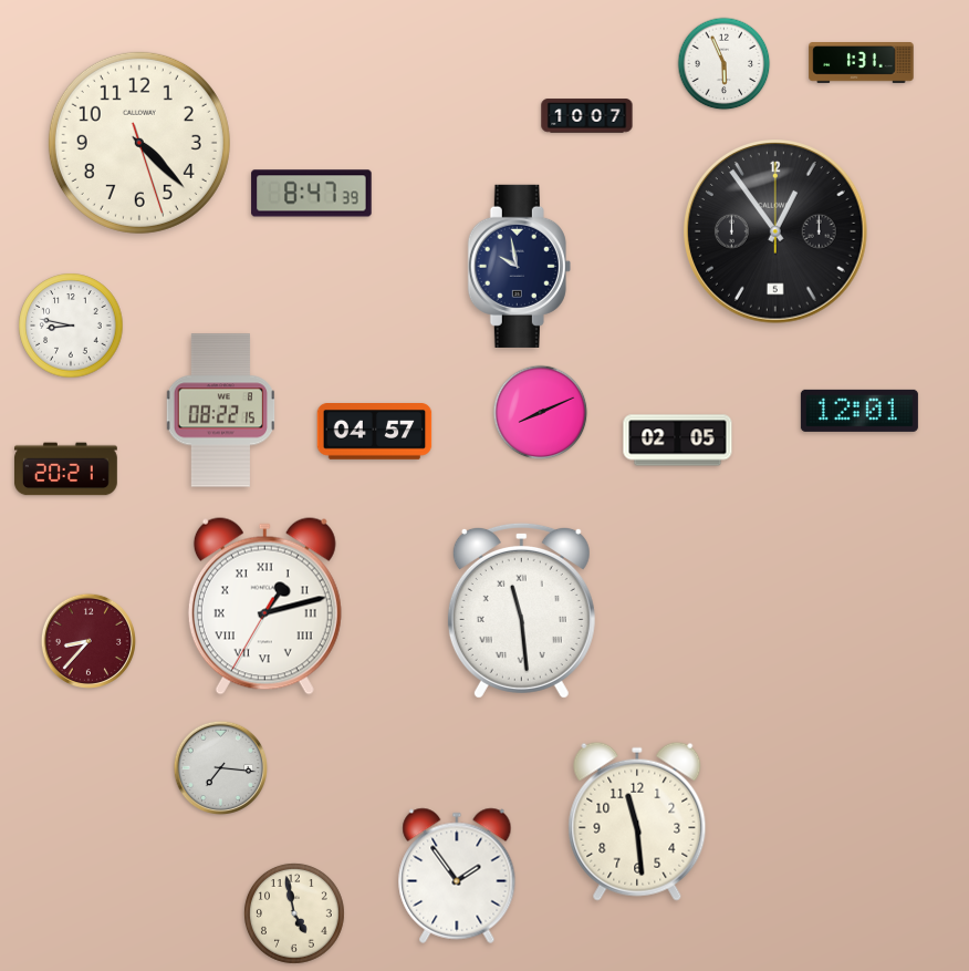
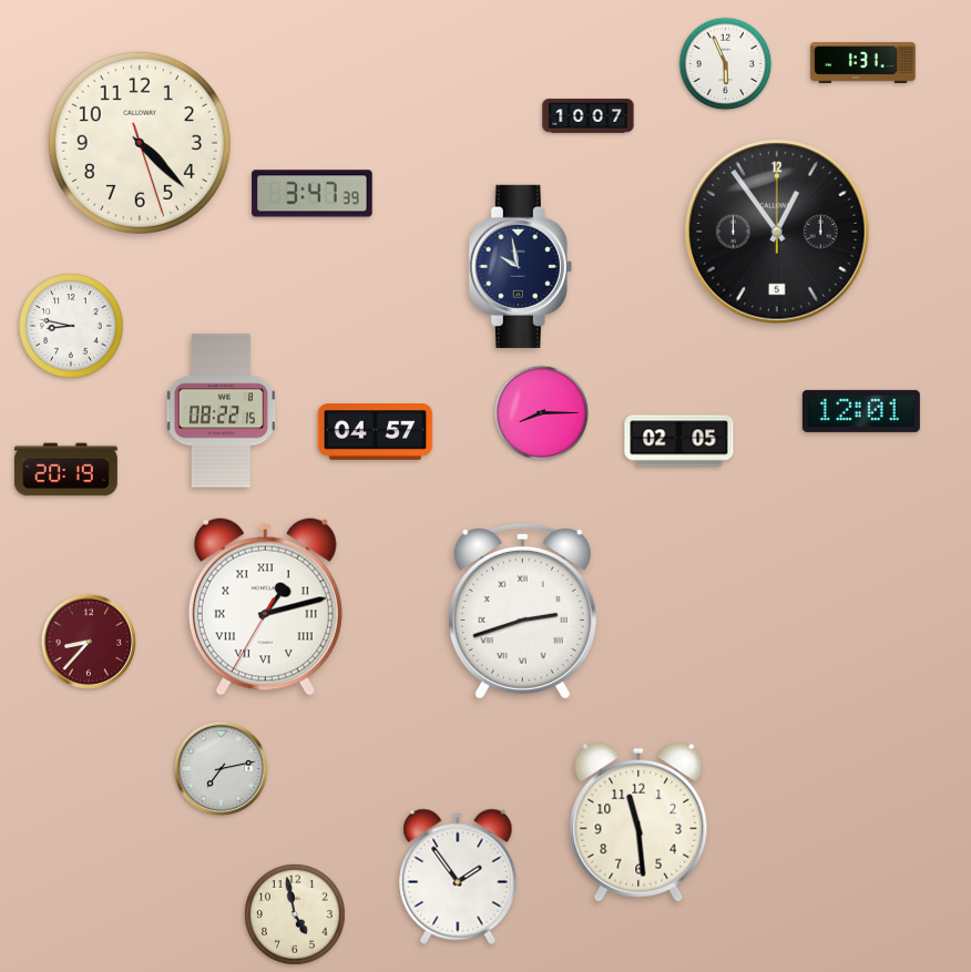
clock at (312, 194): 8:47 -> 3:47
clock at (541, 413): 8:11 -> 8:15
clock at (65, 469): 20:21 -> 20:19
clock at (521, 610): 11:29 -> 2:42
clock at (221, 768): 7:16 -> 7:13
